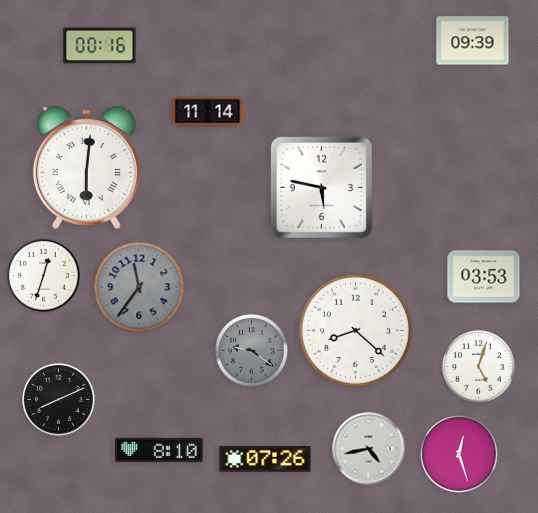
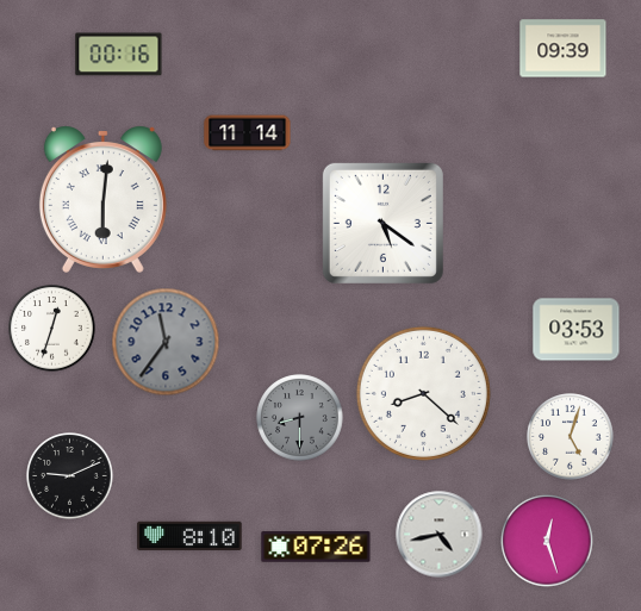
clock at (321, 187): 5:47 -> 5:21
clock at (252, 351): 9:21 -> 8:30
clock at (59, 400): 8:11 -> 9:11
